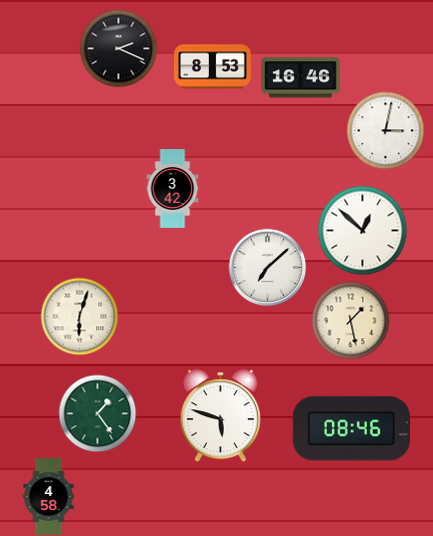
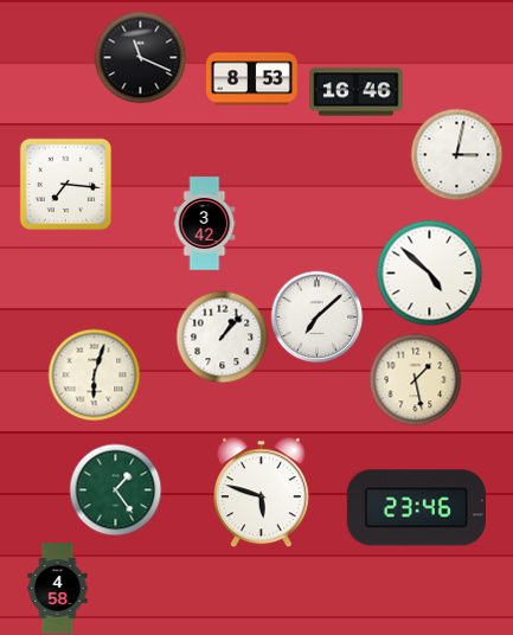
clock at (118, 48): 2:19 -> 11:19
clock at (65, 184): none -> 7:16
clock at (362, 230): 12:52 -> 4:52
clock at (222, 336): none -> 1:07
clock at (351, 429): 08:46 -> 23:46
